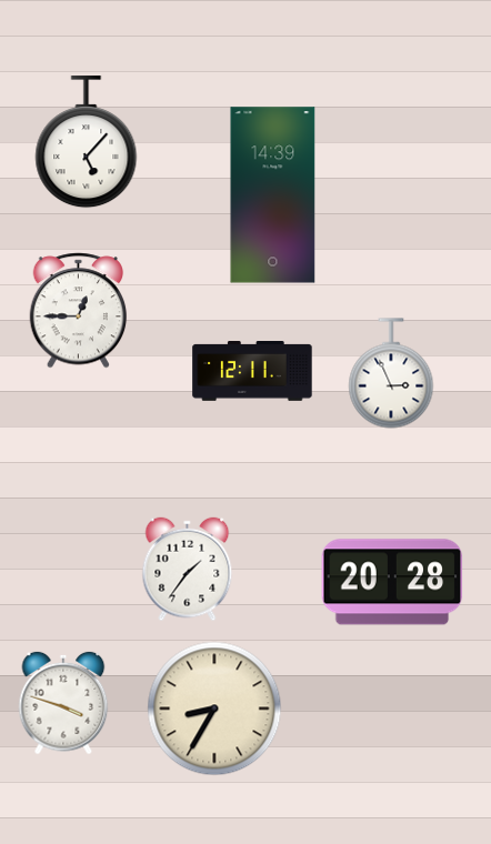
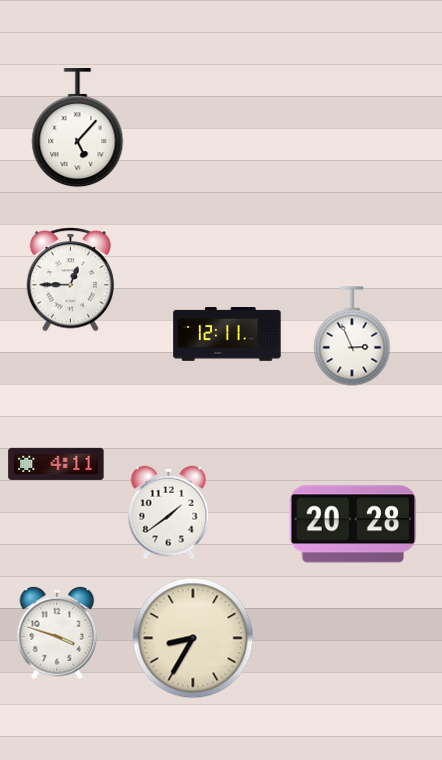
clock at (273, 195): 14:39 -> none
clock at (56, 464): none -> 4:11
clock at (188, 570): 1:36 -> 1:39
